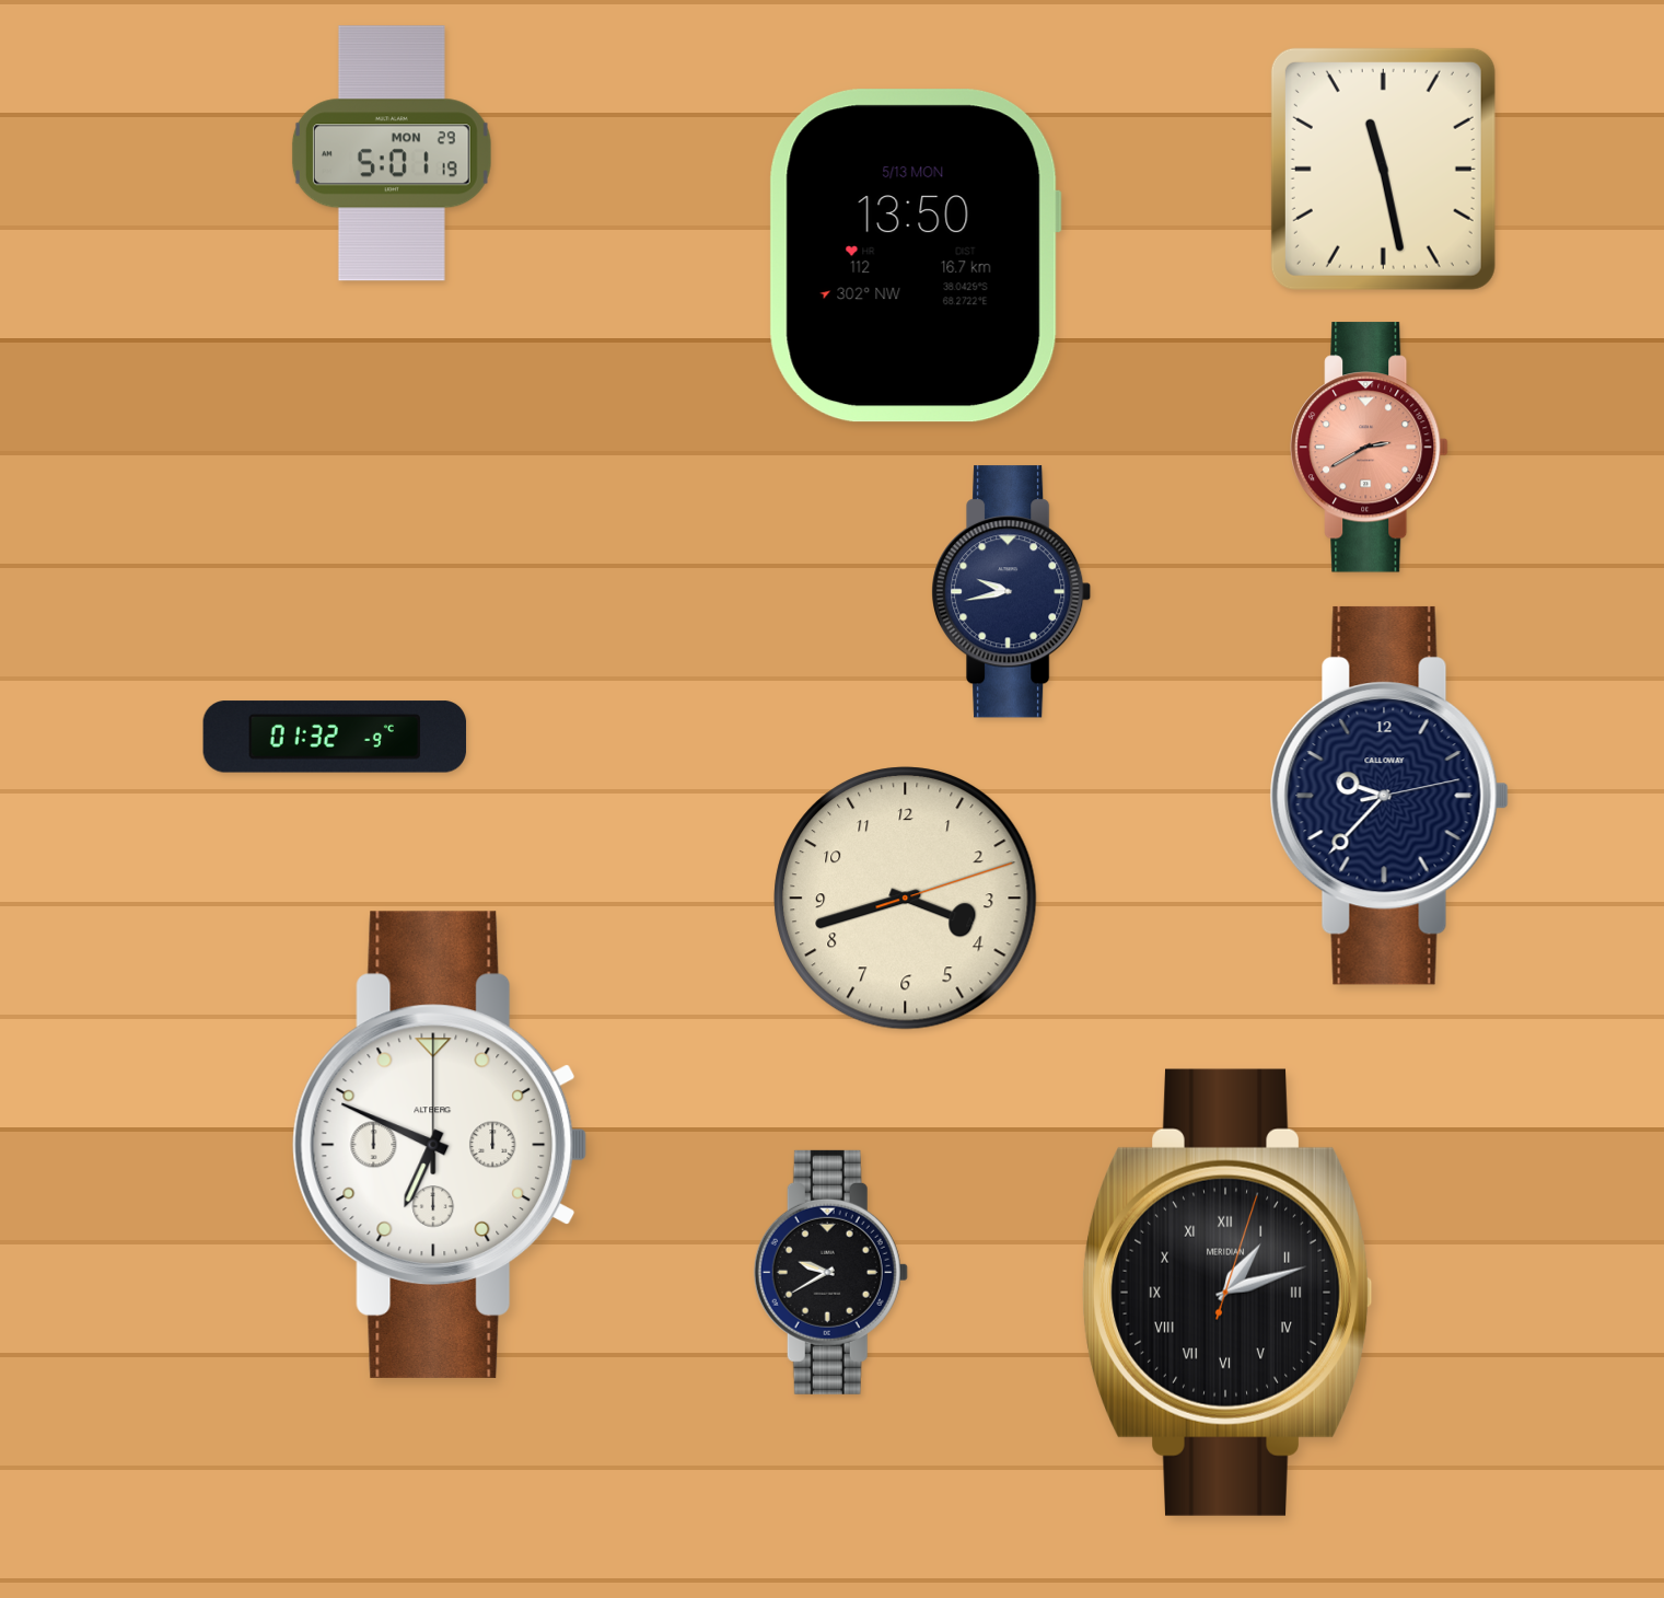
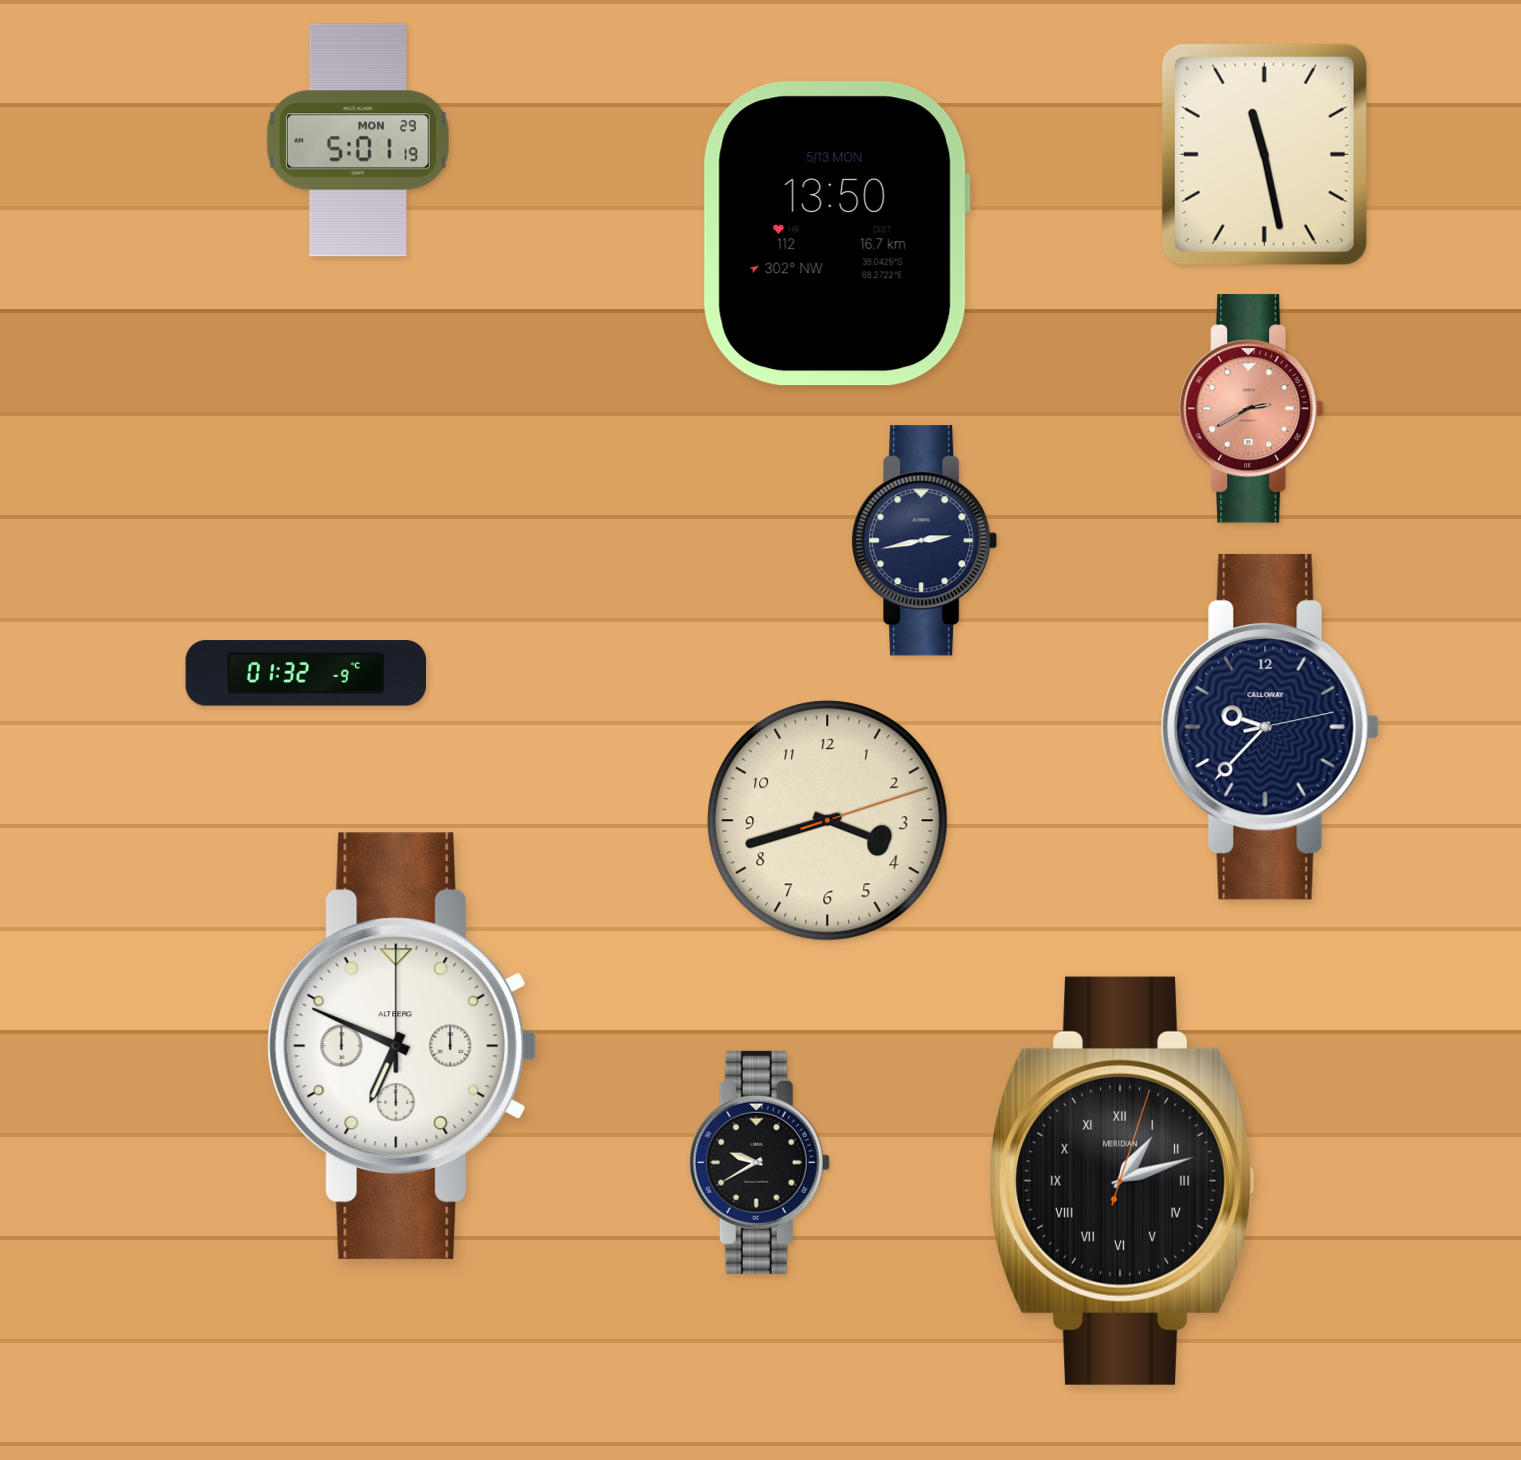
clock at (1012, 592): 9:43 -> 2:43
